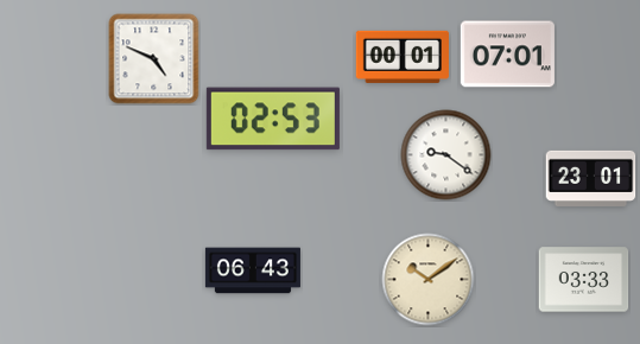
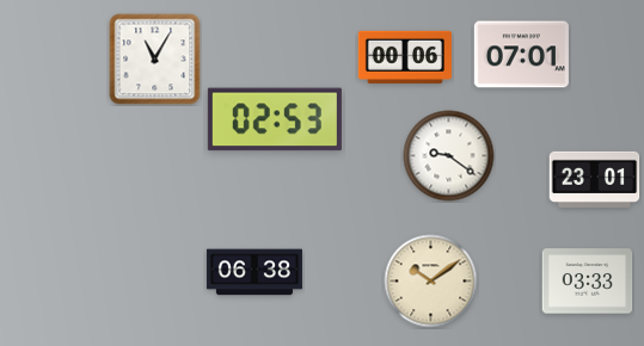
clock at (507, 55) position: (507, 55) -> (521, 55)
clock at (403, 57): 00:01 -> 00:06
clock at (154, 59): 4:49 -> 11:05
clock at (253, 270): 06:43 -> 06:38
